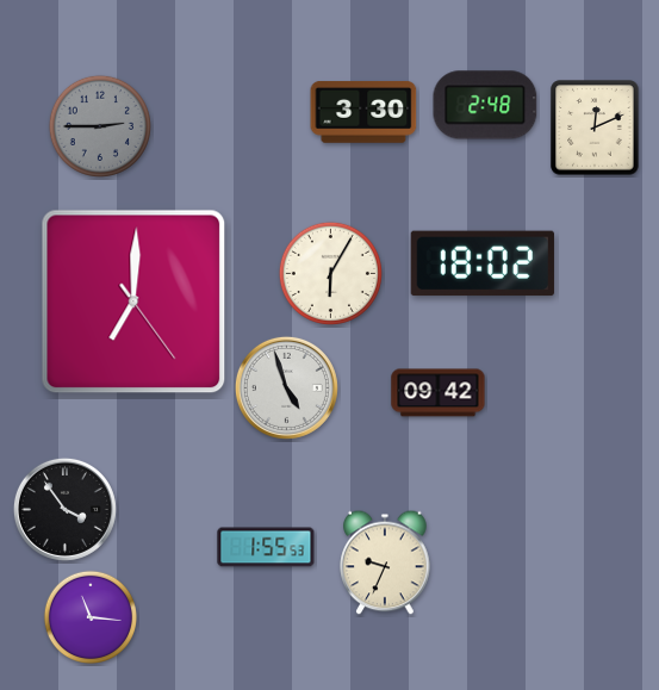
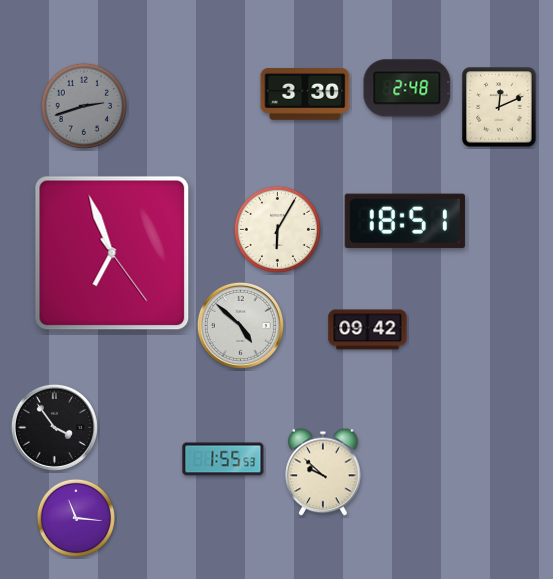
clock at (100, 126): 2:45 -> 2:42
clock at (483, 263): 18:02 -> 18:51
clock at (133, 302): 7:00 -> 6:56
clock at (286, 387): 4:57 -> 4:52
clock at (385, 562): 9:34 -> 9:52
